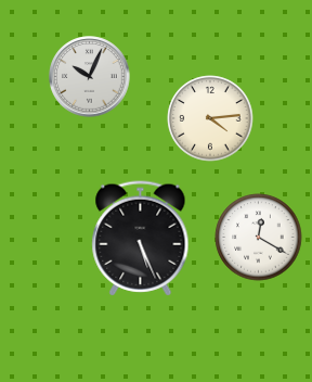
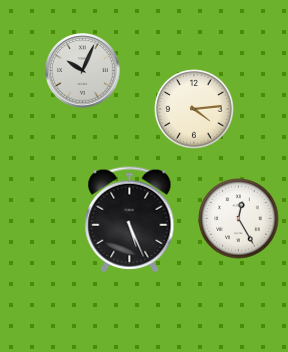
clock at (259, 238): 12:20 -> 12:25
